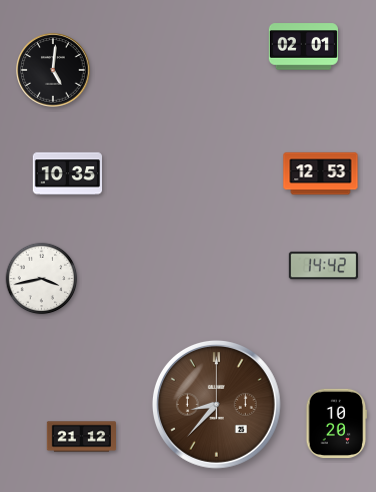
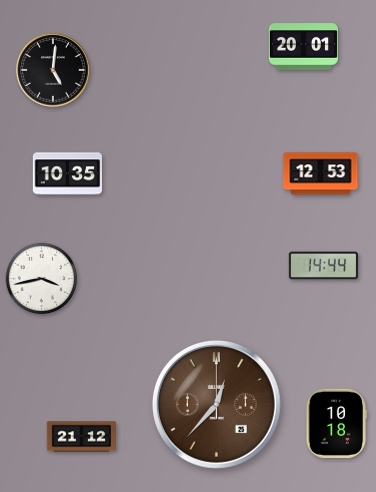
clock at (303, 47): 02:01 -> 20:01
clock at (323, 266): 14:42 -> 14:44
clock at (216, 404): 8:37 -> 12:37
clock at (337, 423): 10:20 -> 10:18
